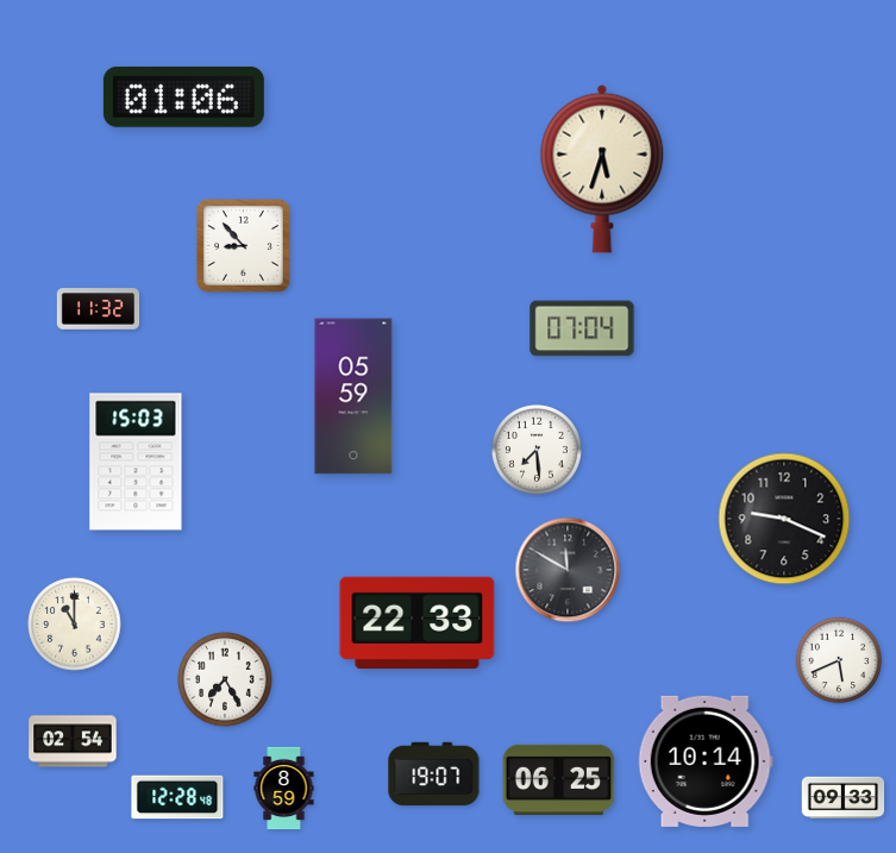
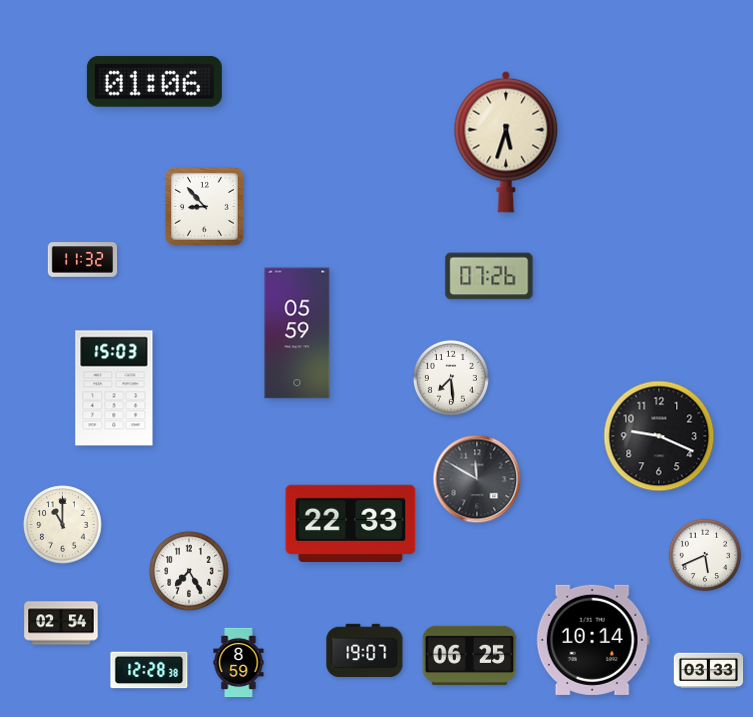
clock at (582, 328): 07:04 -> 07:26
clock at (177, 797): 12:28:48 -> 12:28:38
clock at (844, 798): 09:33 -> 03:33
